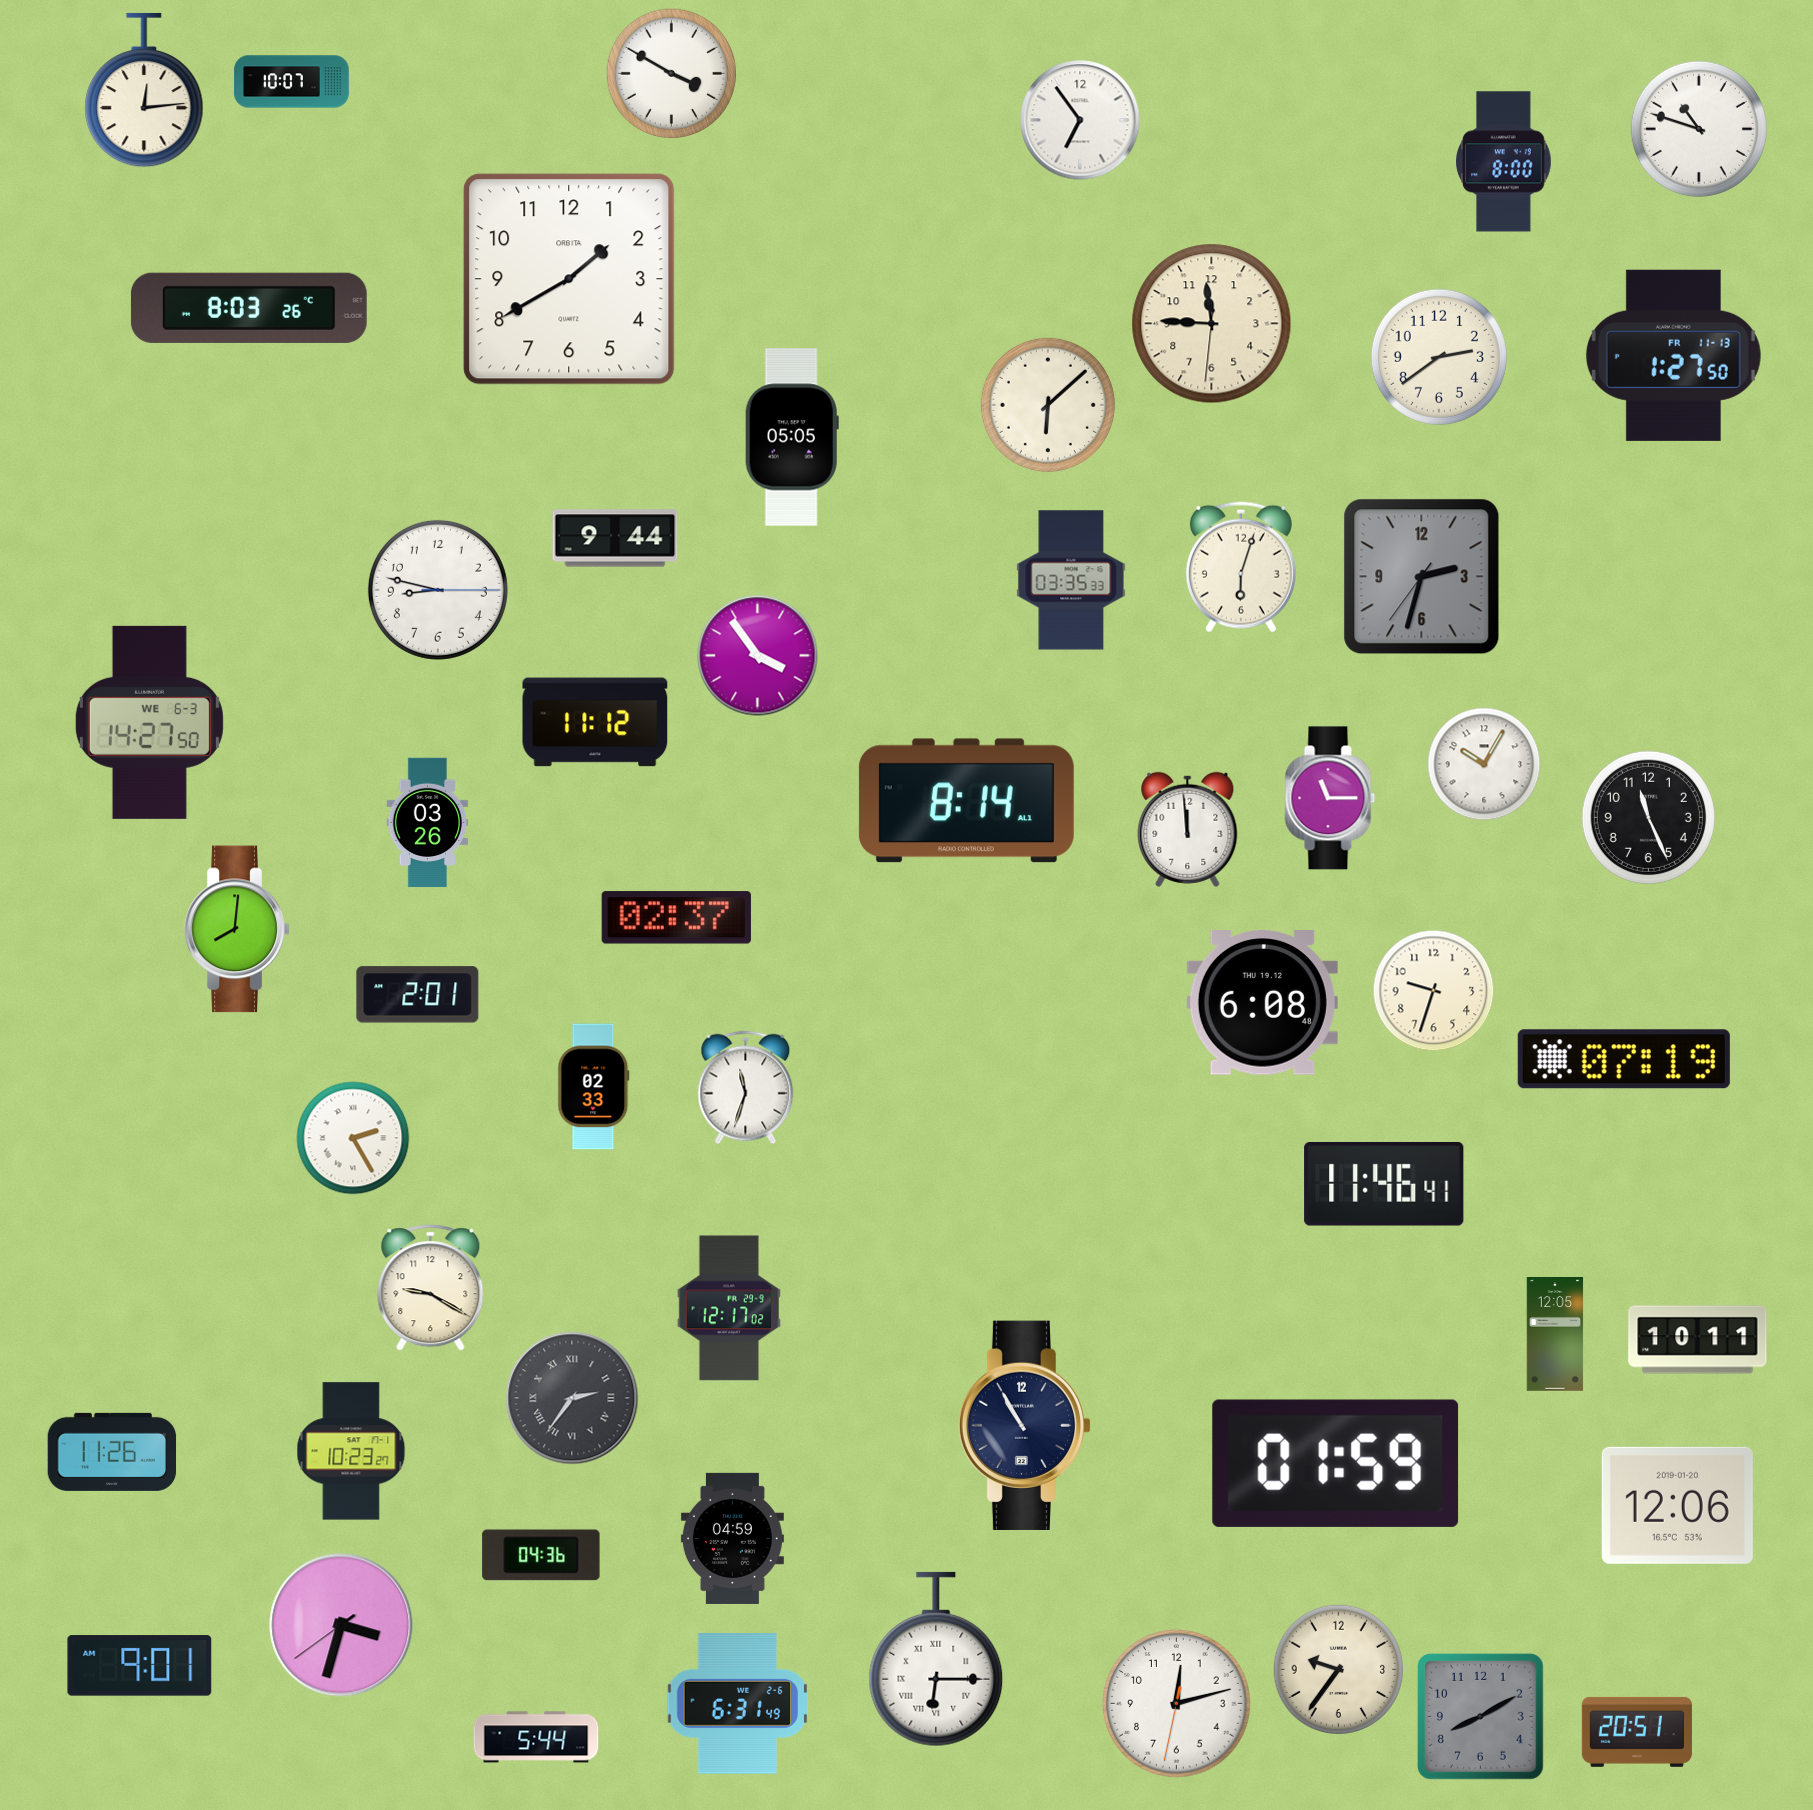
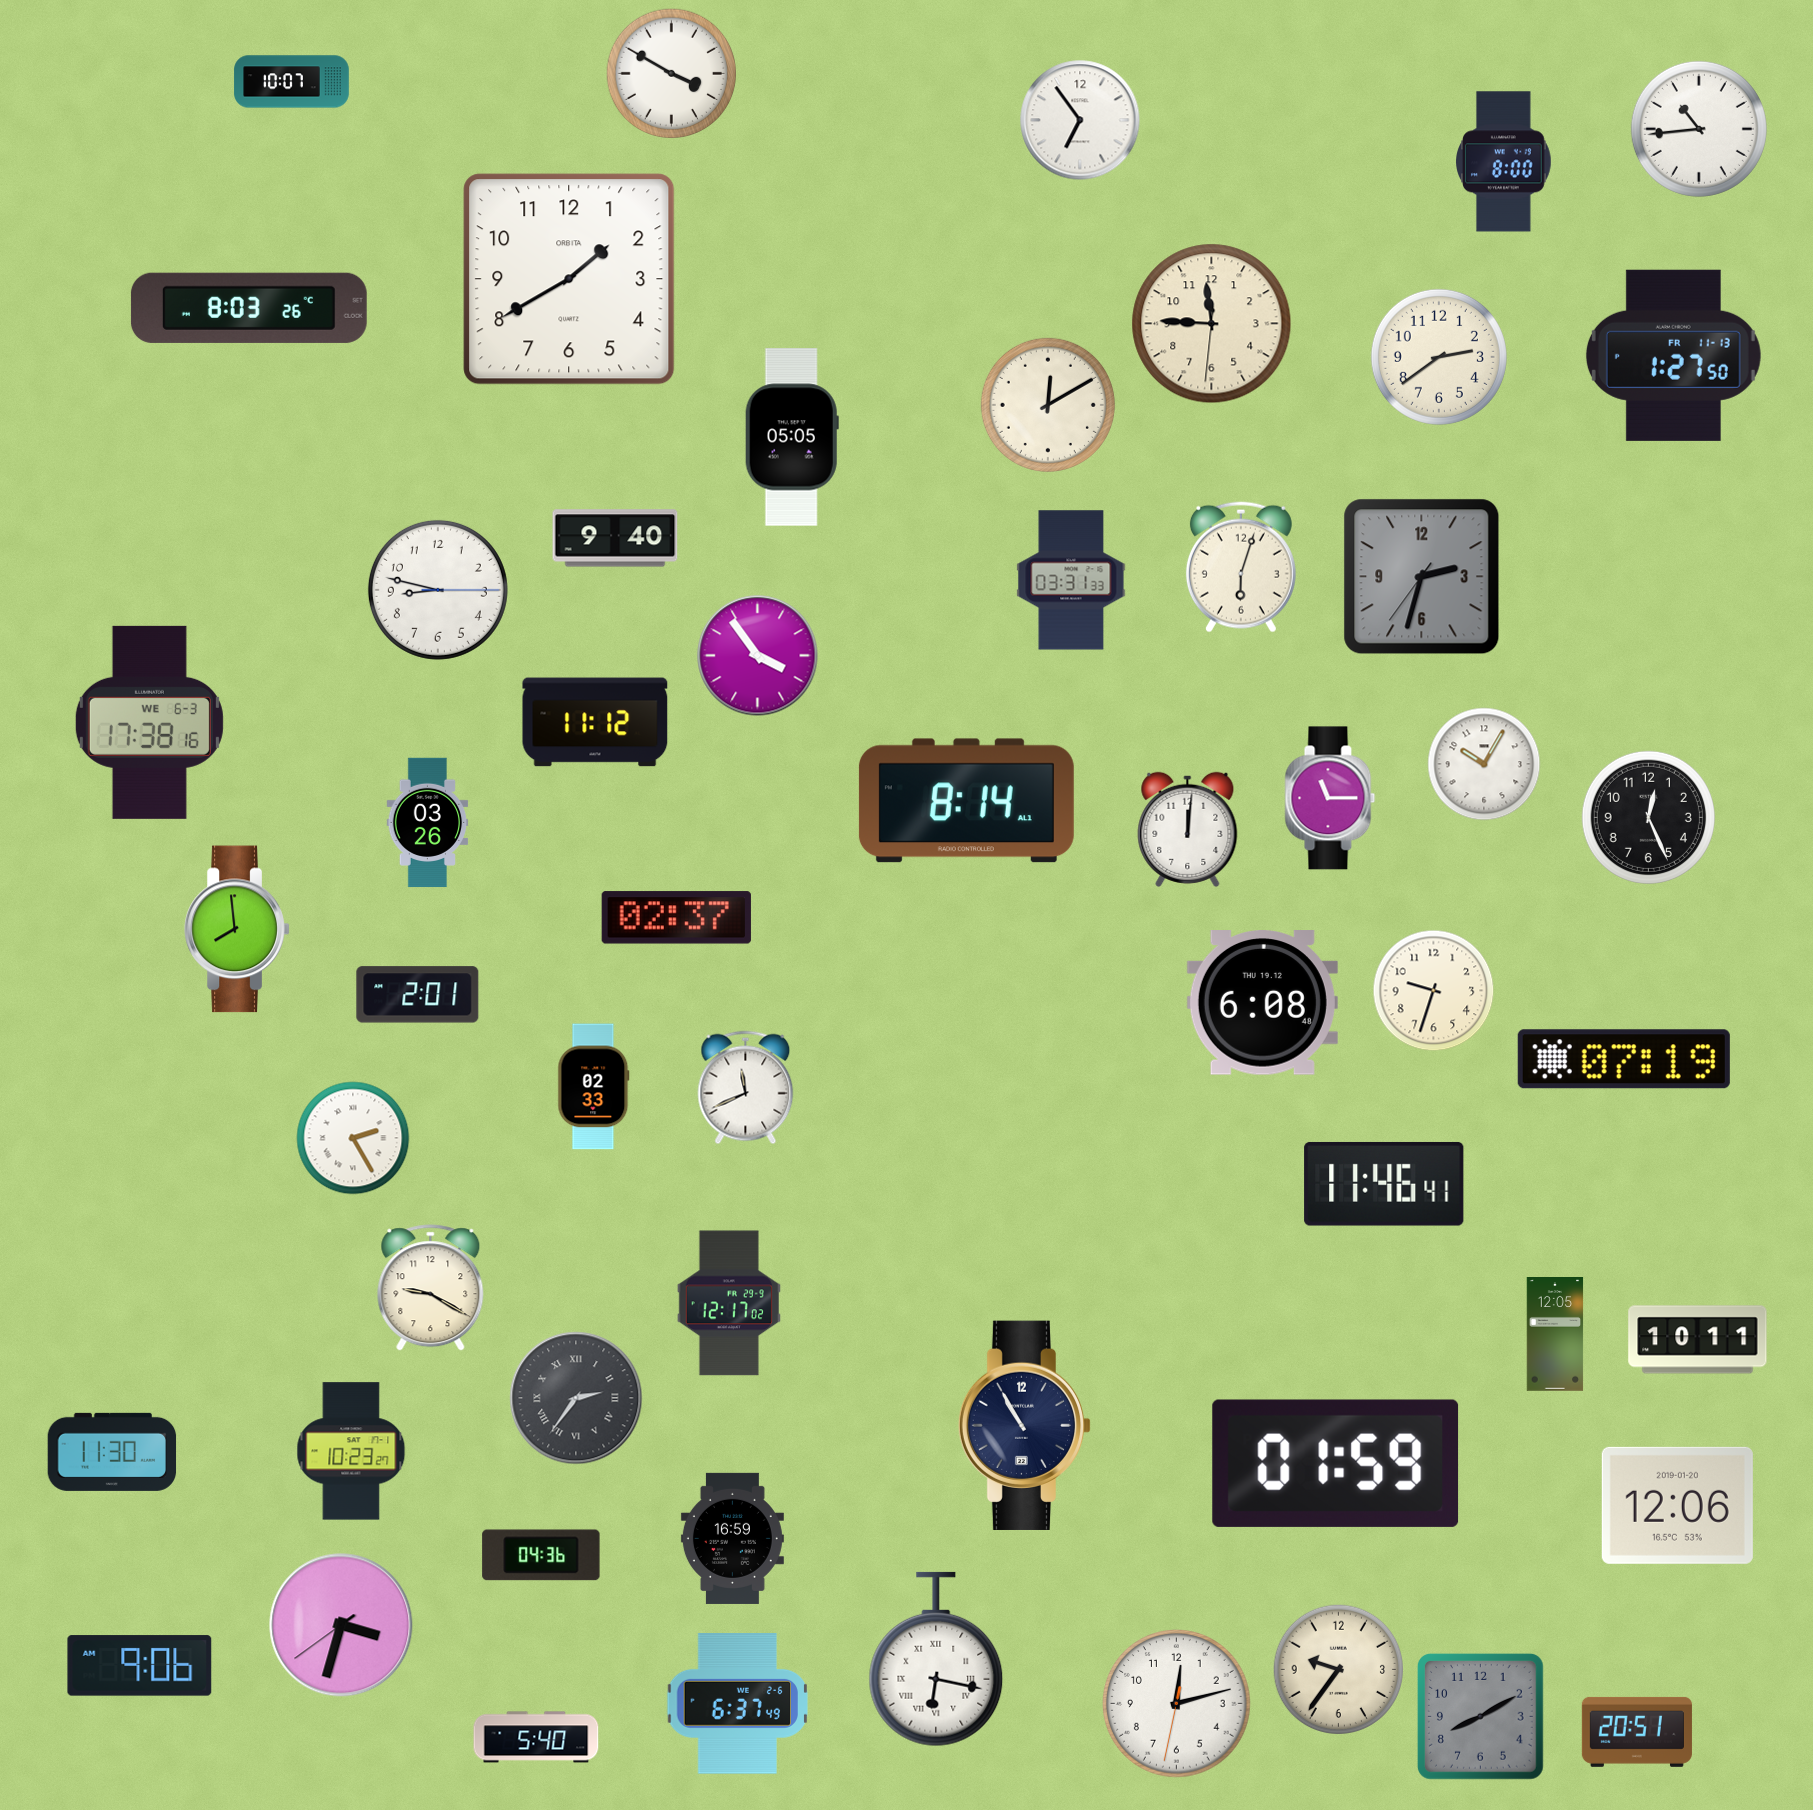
clock at (144, 90): 12:14 -> none
clock at (1699, 129): 10:48 -> 10:44
clock at (1048, 405): 6:08 -> 12:10
clock at (615, 538): 9:44 -> 9:40
clock at (1071, 580): 03:35 -> 03:31
clock at (149, 722): 14:27 -> 17:38
clock at (1648, 817): 11:26 -> 12:26
clock at (1188, 829): 11:59 -> 12:01
clock at (237, 929): 8:01 -> 7:59
clock at (746, 1088): 11:33 -> 11:41
clock at (729, 1308) position: (729, 1308) -> (729, 1303)
clock at (572, 1398) position: (572, 1398) -> (576, 1398)
clock at (112, 1452): 11:26 -> 11:30
clock at (732, 1538): 04:59 -> 16:59
clock at (936, 1659): 6:15 -> 6:17
clock at (140, 1666): 9:01 -> 9:06
clock at (737, 1704): 6:31 -> 6:37
clock at (536, 1737): 5:44 -> 5:40
